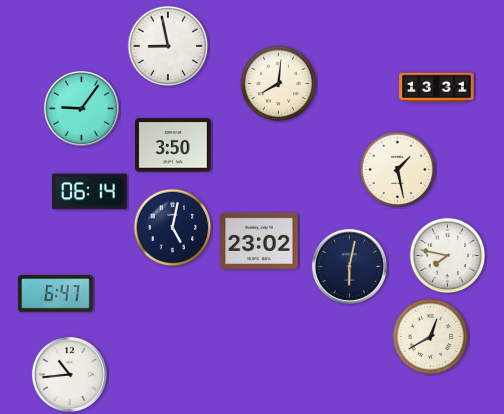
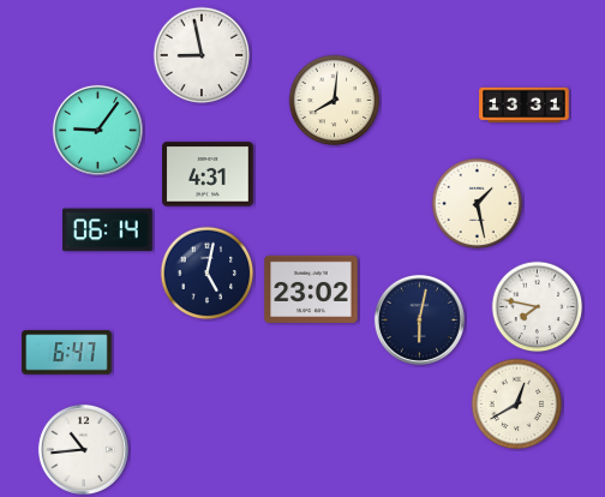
clock at (173, 145): 3:50 -> 4:31
